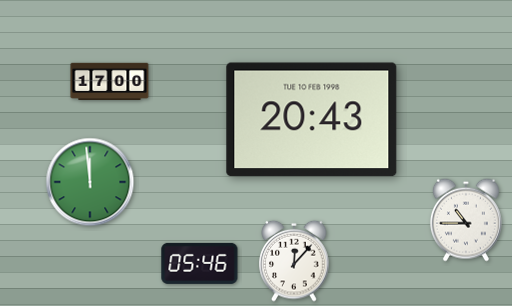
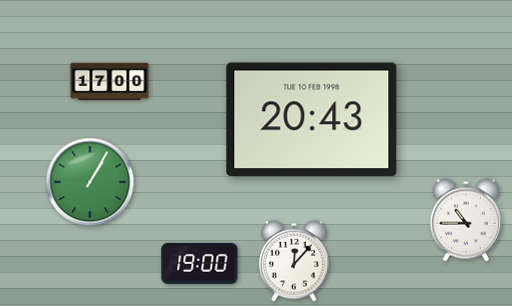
clock at (90, 182): 11:59 -> 1:05
clock at (200, 263): 05:46 -> 19:00
